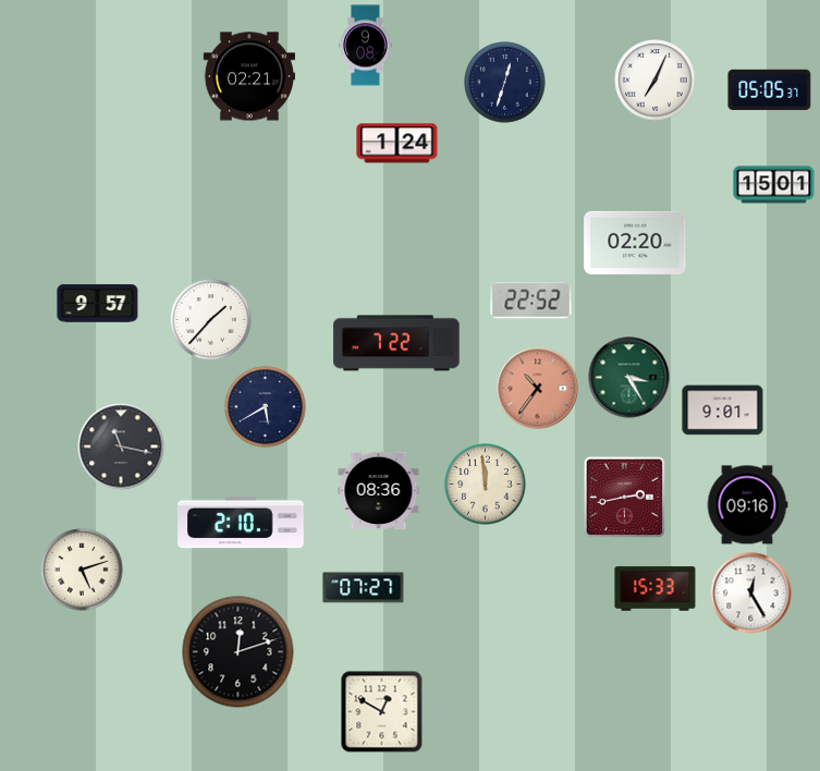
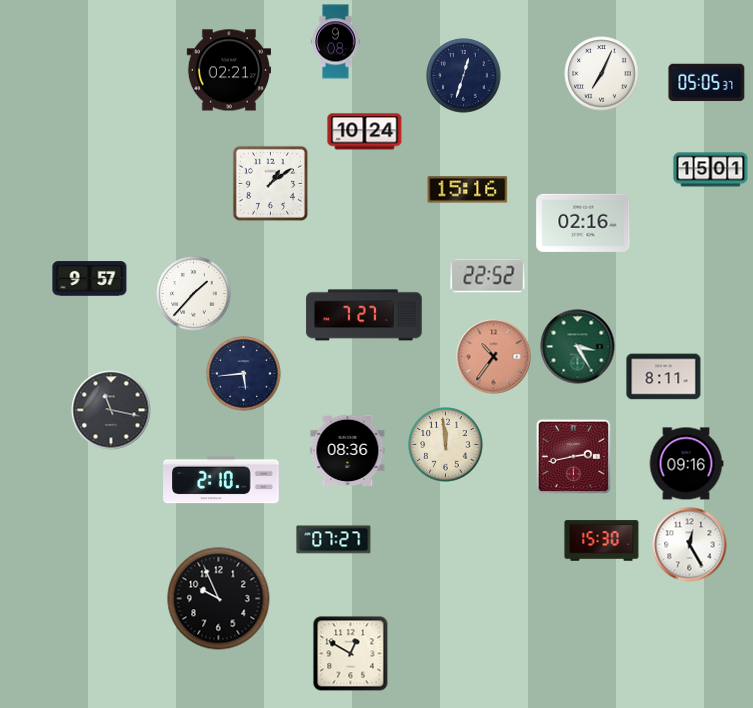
clock at (397, 144): 1:24 -> 10:24
clock at (270, 183): none -> 1:09
clock at (468, 190): none -> 15:16
clock at (635, 243): 02:20 -> 02:16
clock at (396, 343): 7:22 -> 7:27
clock at (266, 407): 5:40 -> 5:44
clock at (723, 411): 9:01 -> 8:11
clock at (82, 570): 5:12 -> none
clock at (656, 589): 15:33 -> 15:30
clock at (238, 652): 12:12 -> 9:56
